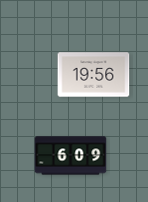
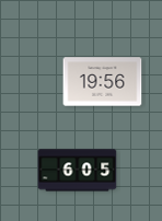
clock at (71, 156): 6:09 -> 6:05
